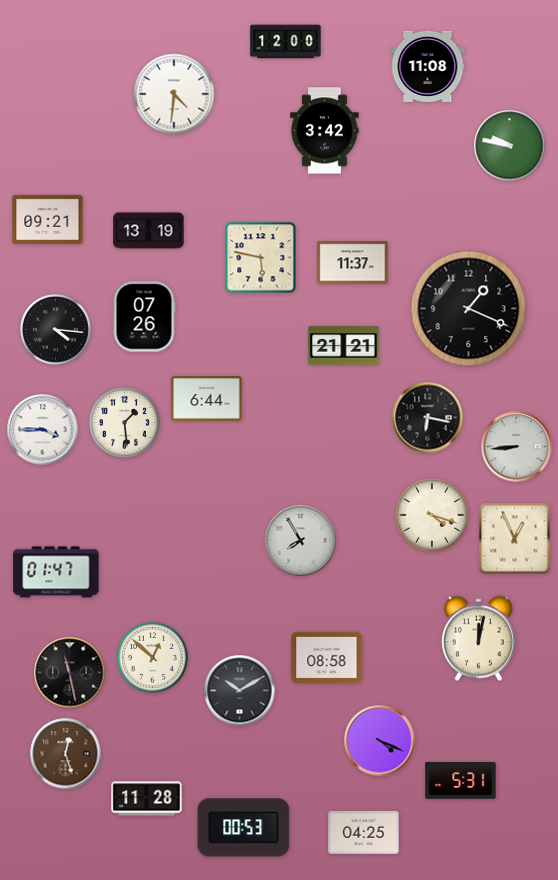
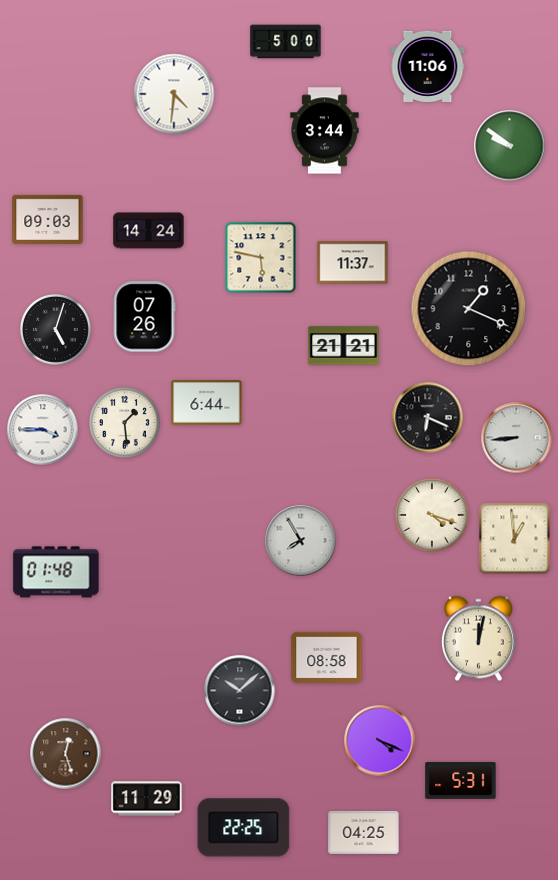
clock at (286, 42): 12:00 -> 5:00
clock at (428, 66): 11:08 -> 11:06
clock at (325, 131): 3:42 -> 3:44
clock at (510, 146): 9:47 -> 9:51
clock at (48, 219): 09:21 -> 09:03
clock at (149, 231): 13:19 -> 14:24
clock at (56, 330): 4:16 -> 5:03
clock at (207, 399) position: (207, 399) -> (207, 403)
clock at (428, 418): 6:17 -> 6:19
clock at (517, 447) position: (517, 447) -> (517, 438)
clock at (515, 539): 12:56 -> 12:59
clock at (56, 572): 01:47 -> 01:48
clock at (153, 658): 12:52 -> none
clock at (70, 673): 11:28 -> none
clock at (240, 691): 10:10 -> 10:08
clock at (147, 799): 11:28 -> 11:29
clock at (244, 828): 00:53 -> 22:25
